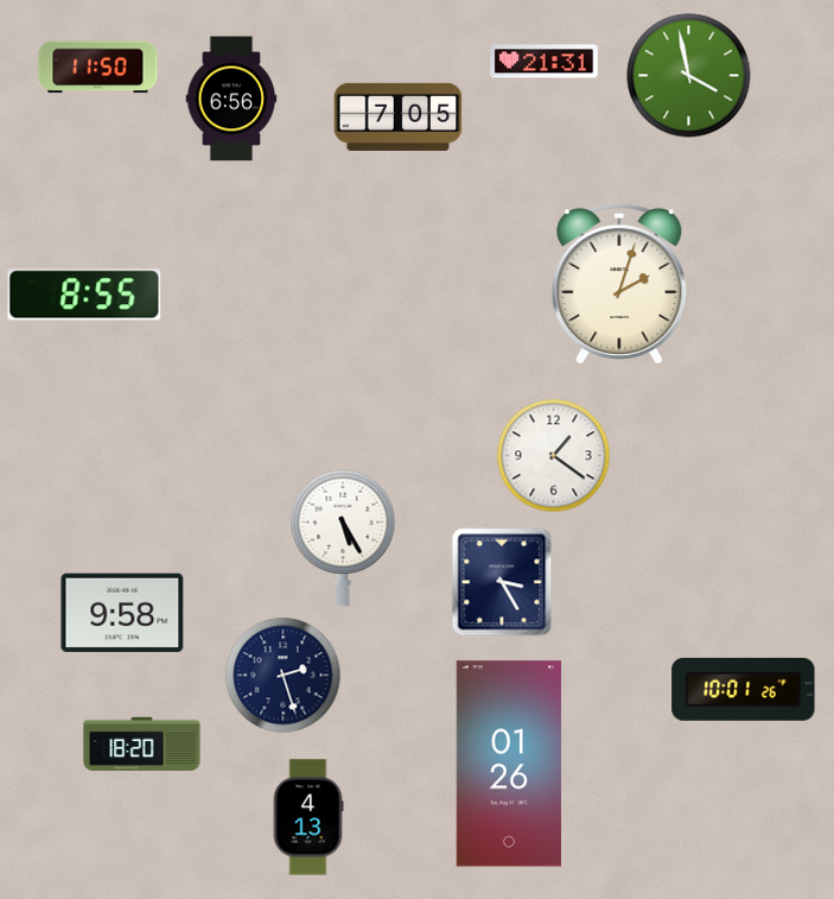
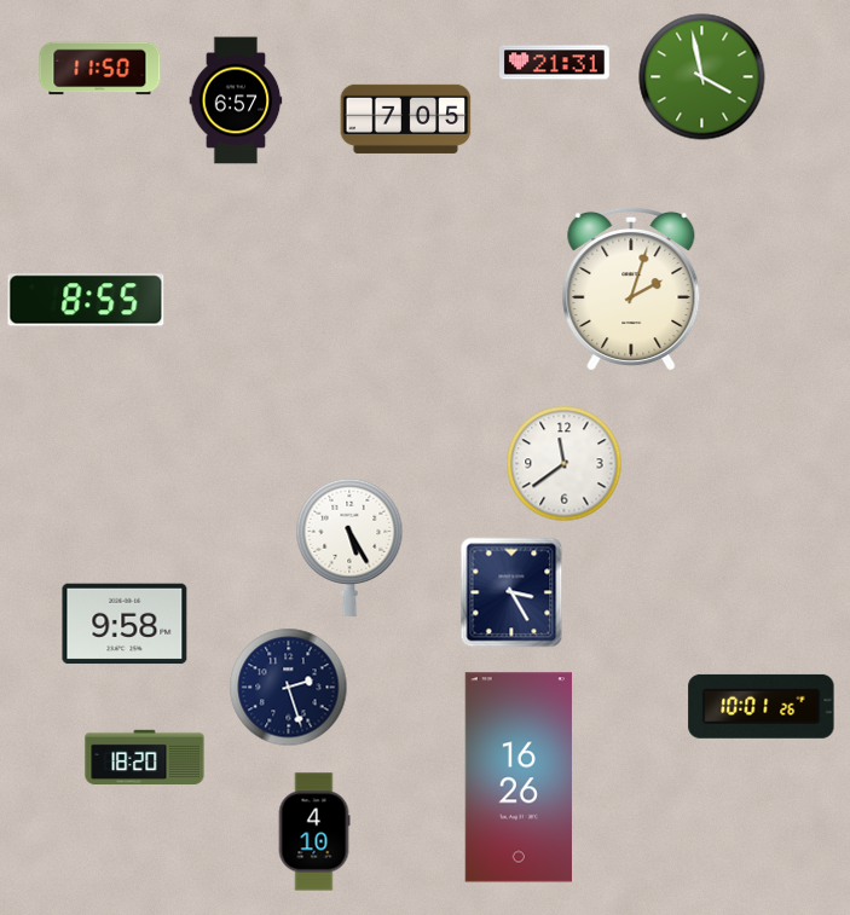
clock at (231, 99): 6:56 -> 6:57
clock at (554, 456): 1:21 -> 11:39
clock at (744, 689) position: (744, 689) -> (762, 706)
clock at (509, 764): 01:26 -> 16:26
clock at (308, 817): 4:13 -> 4:10
